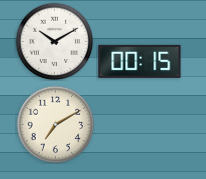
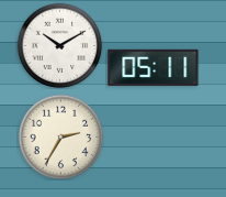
clock at (140, 61): 00:15 -> 05:11
clock at (55, 124): 7:10 -> 2:35
